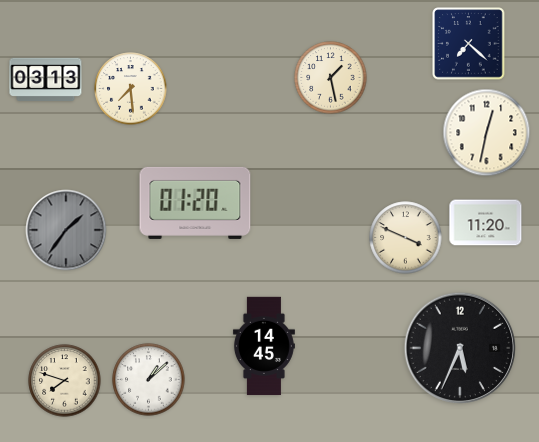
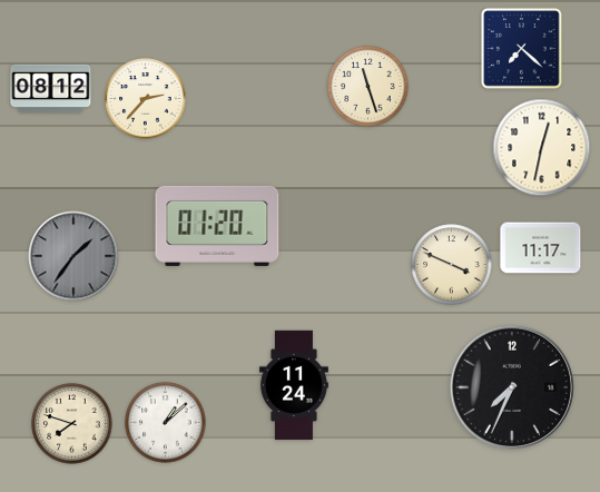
clock at (331, 78): 1:28 -> 11:27
clock at (46, 79): 03:13 -> 08:12
clock at (131, 89): 7:29 -> 2:37
clock at (486, 223): 11:20 -> 11:17
clock at (264, 346): 14:45 -> 11:24
clock at (460, 348): 5:34 -> 7:34
